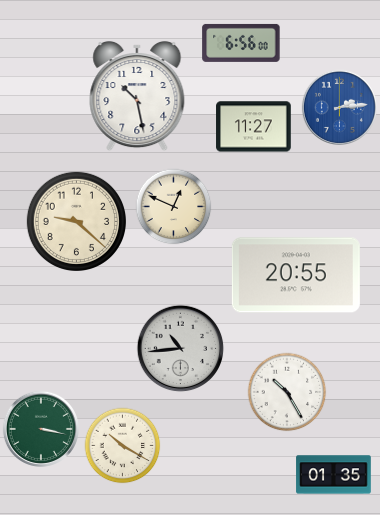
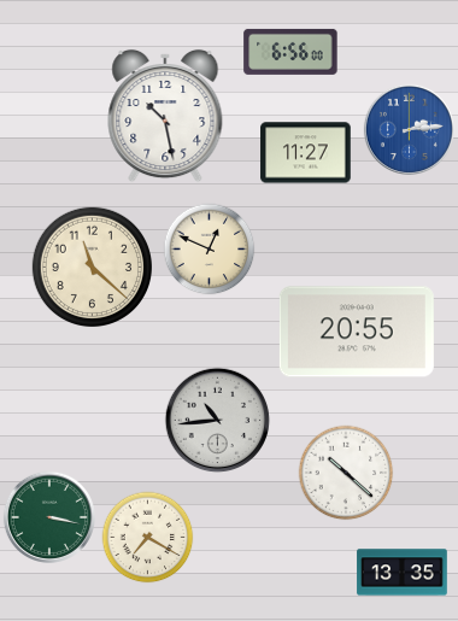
clock at (76, 221): 9:22 -> 11:22
clock at (287, 392): 10:25 -> 10:22
clock at (123, 446): 10:20 -> 7:20
clock at (334, 475): 01:35 -> 13:35
